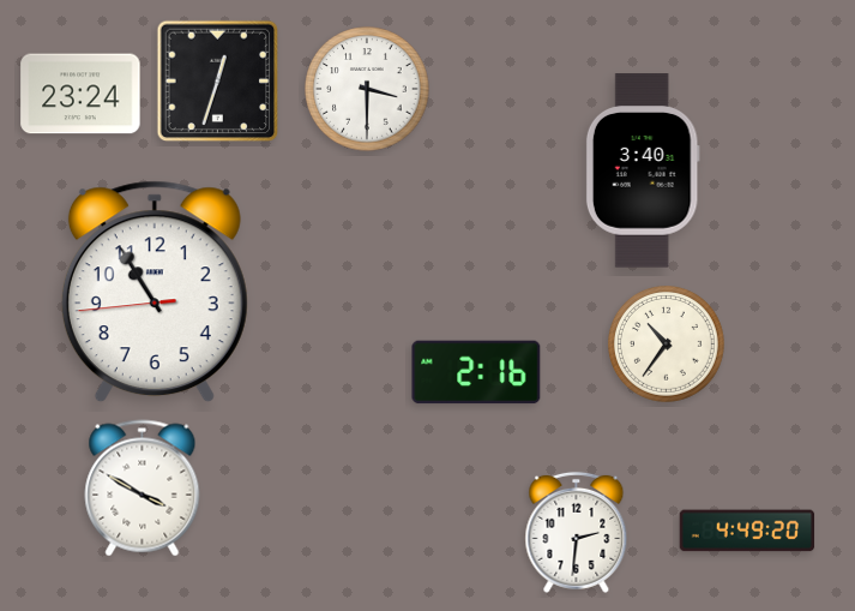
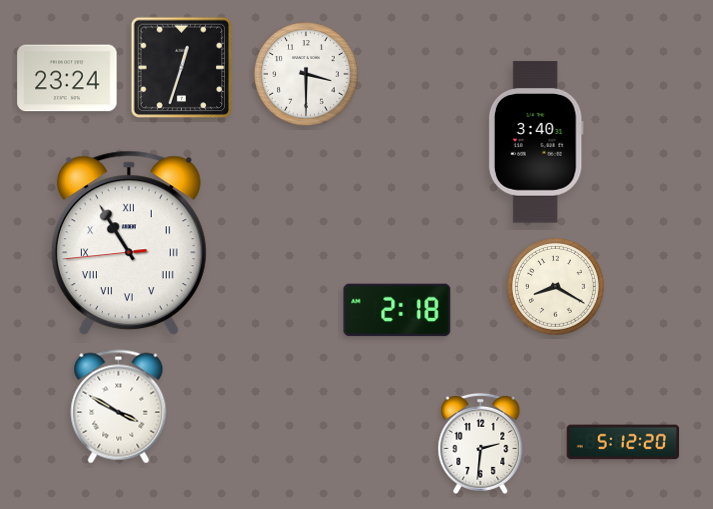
clock at (155, 292) numerals: Arabic -> Roman
clock at (667, 345): 10:36 -> 8:20
clock at (476, 372): 2:16 -> 2:18
clock at (747, 531): 4:49 -> 5:12
